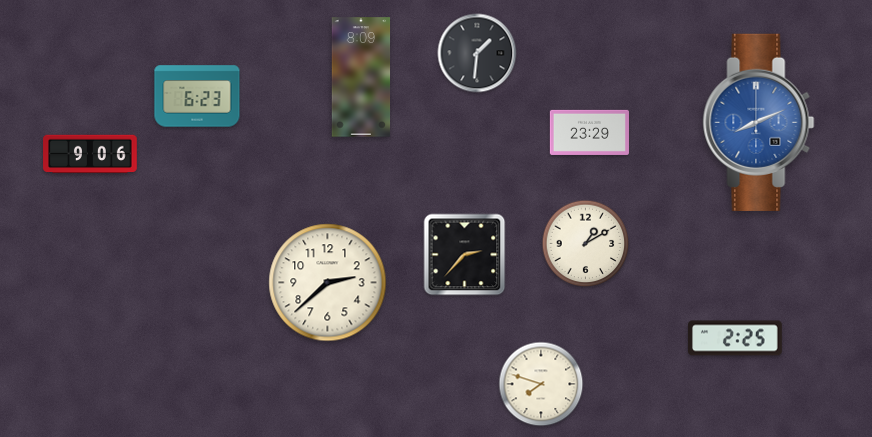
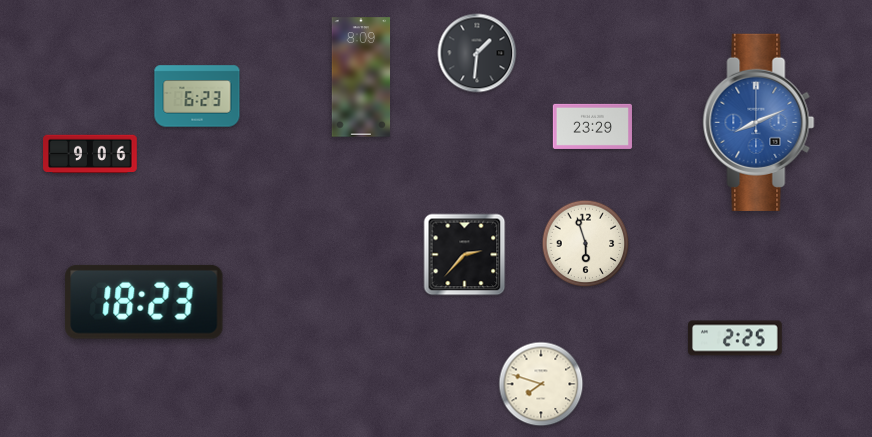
clock at (589, 132) position: (589, 132) -> (592, 126)
clock at (586, 244): 1:10 -> 5:57
clock at (328, 283): 2:38 -> none
clock at (144, 302): none -> 18:23
